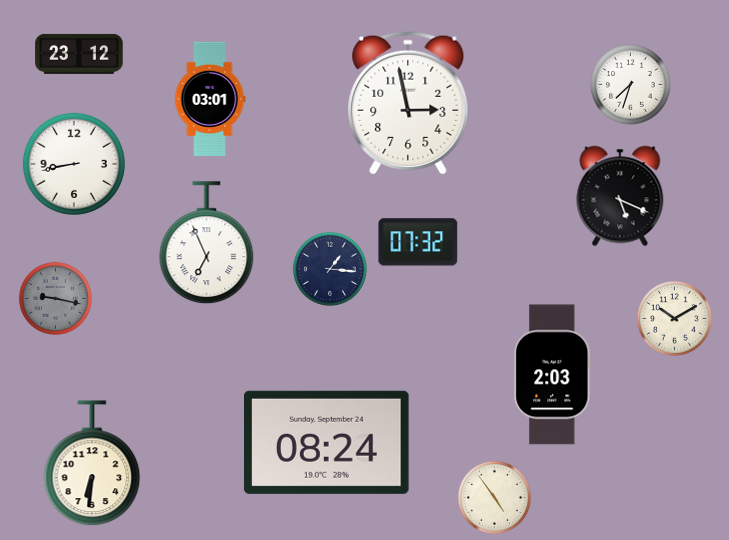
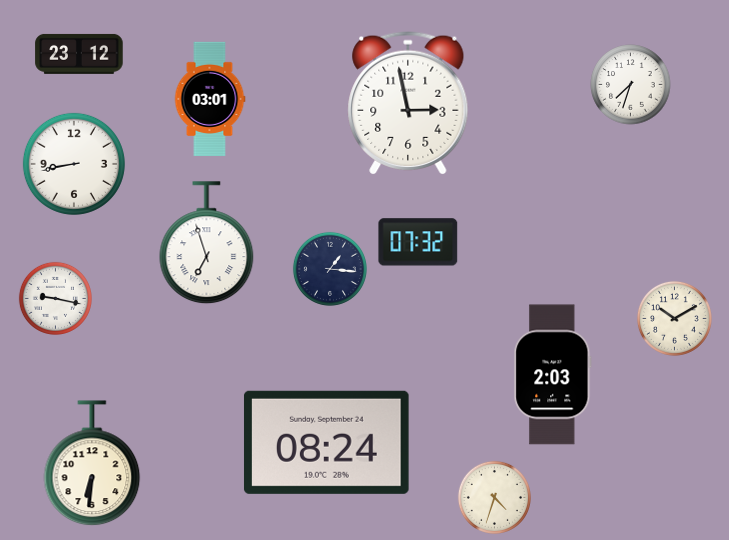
clock at (620, 196): 5:19 -> none
clock at (207, 243): 6:56 -> 6:57
clock at (55, 298) dial: grey -> white
clock at (494, 497): 4:54 -> 4:33
